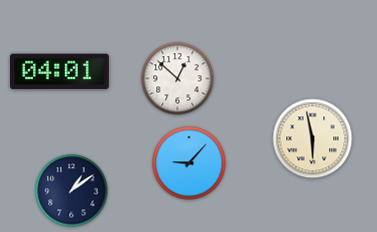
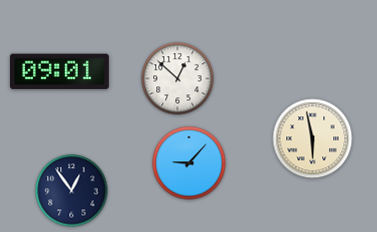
clock at (59, 72): 04:01 -> 09:01
clock at (72, 191): 1:09 -> 12:54
